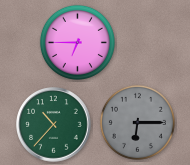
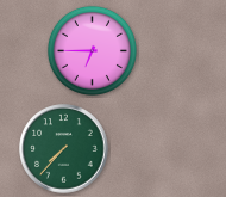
clock at (137, 122): 6:15 -> none
clock at (54, 125): 10:37 -> 7:37
